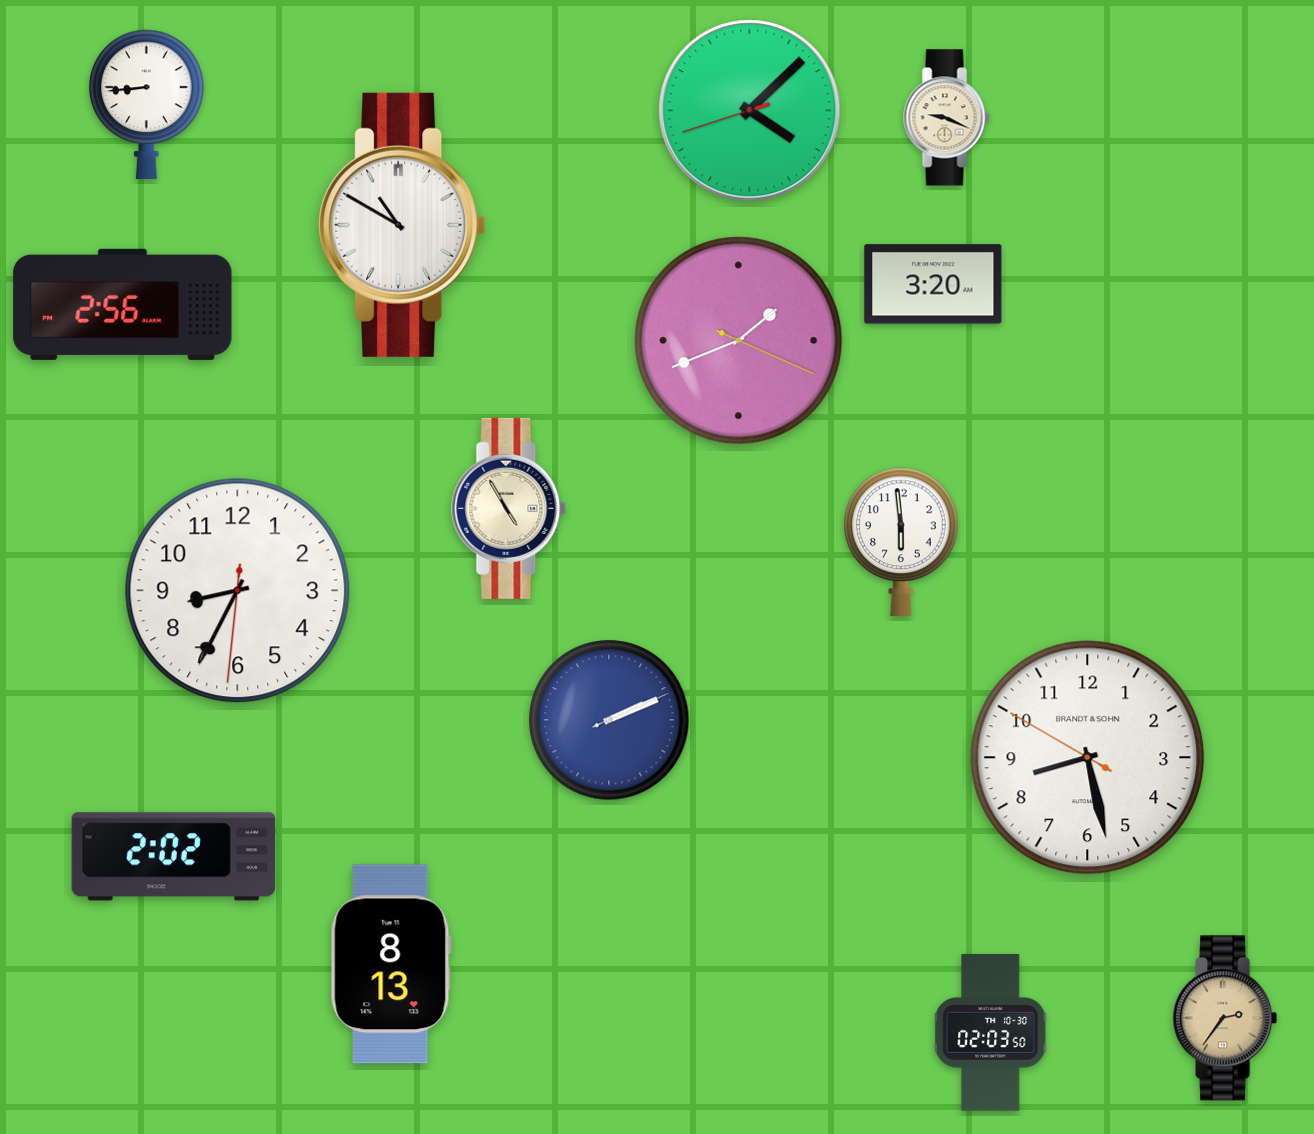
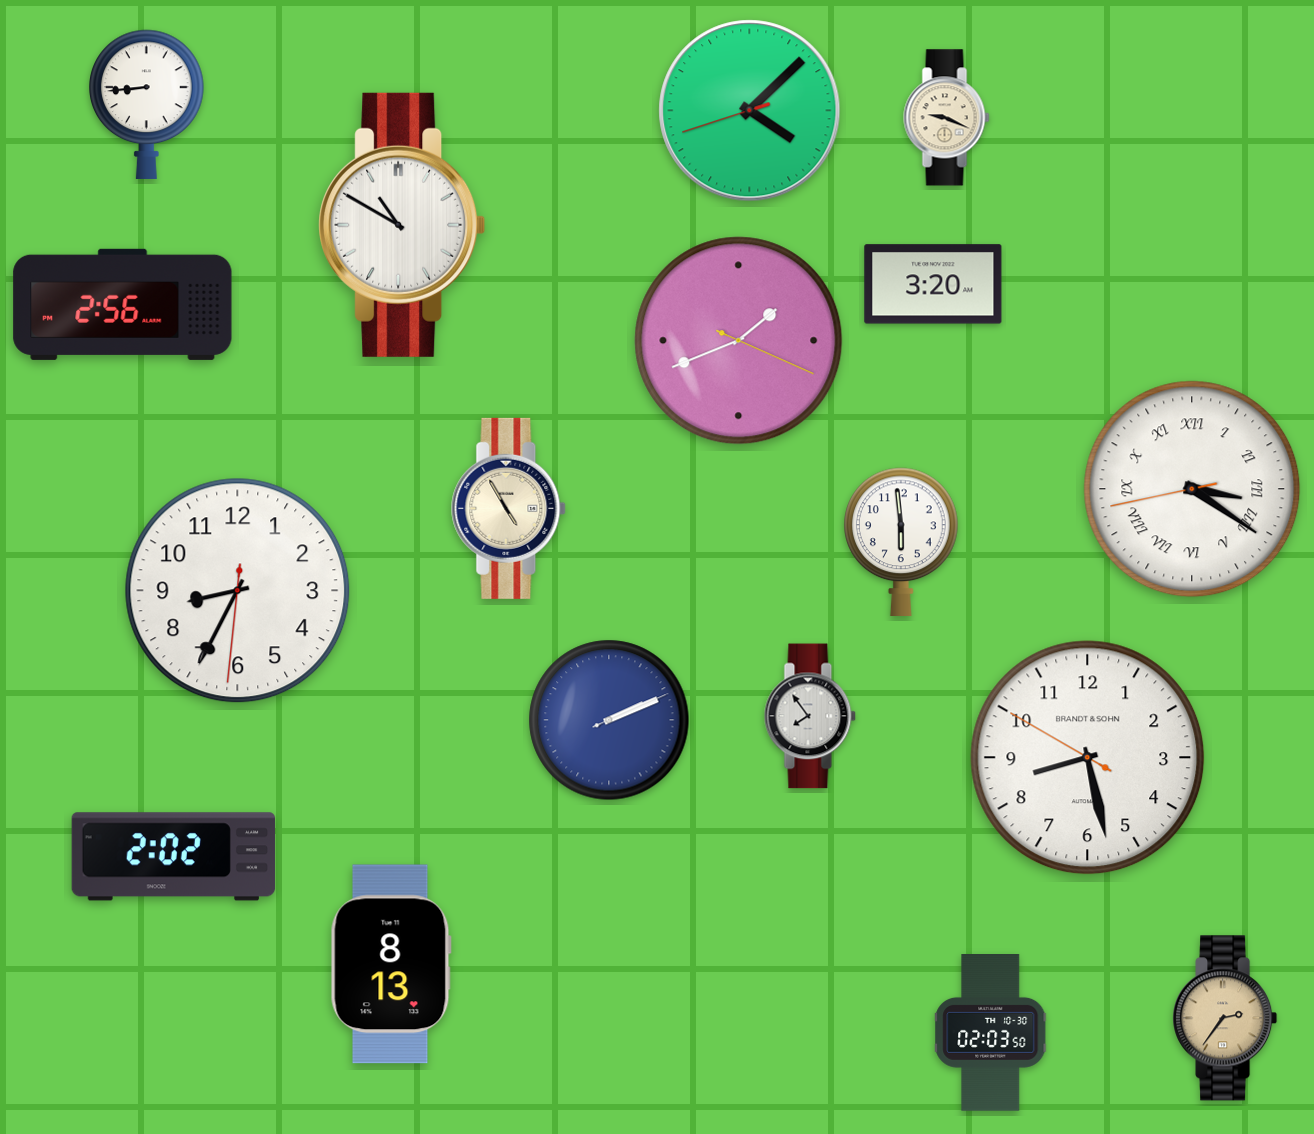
clock at (1192, 489): none -> 3:20
clock at (810, 716): none -> 7:54
